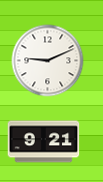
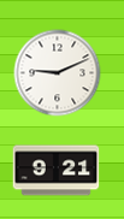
clock at (44, 142) position: (44, 142) -> (57, 171)
